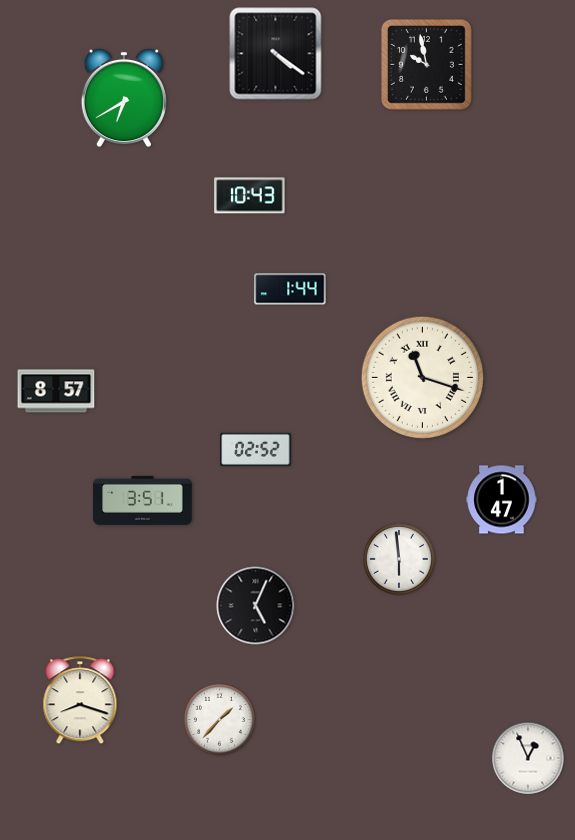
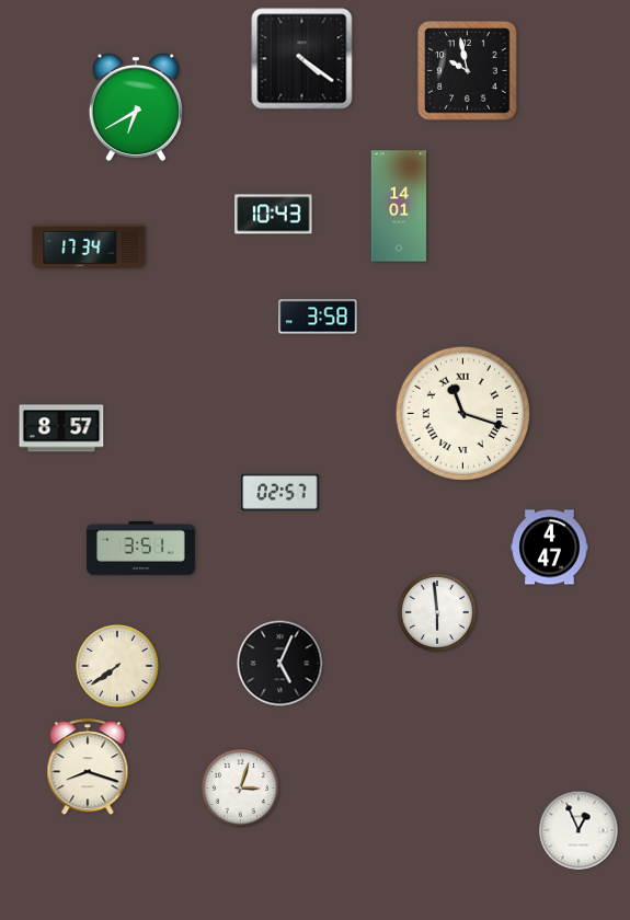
clock at (399, 206): none -> 14:01
clock at (89, 246): none -> 17:34
clock at (290, 289): 1:44 -> 3:58
clock at (256, 449): 02:52 -> 02:57
clock at (143, 500) position: (143, 500) -> (141, 548)
clock at (502, 500): 1:47 -> 4:47
clock at (117, 666): none -> 7:39
clock at (219, 719): 1:37 -> 3:03
